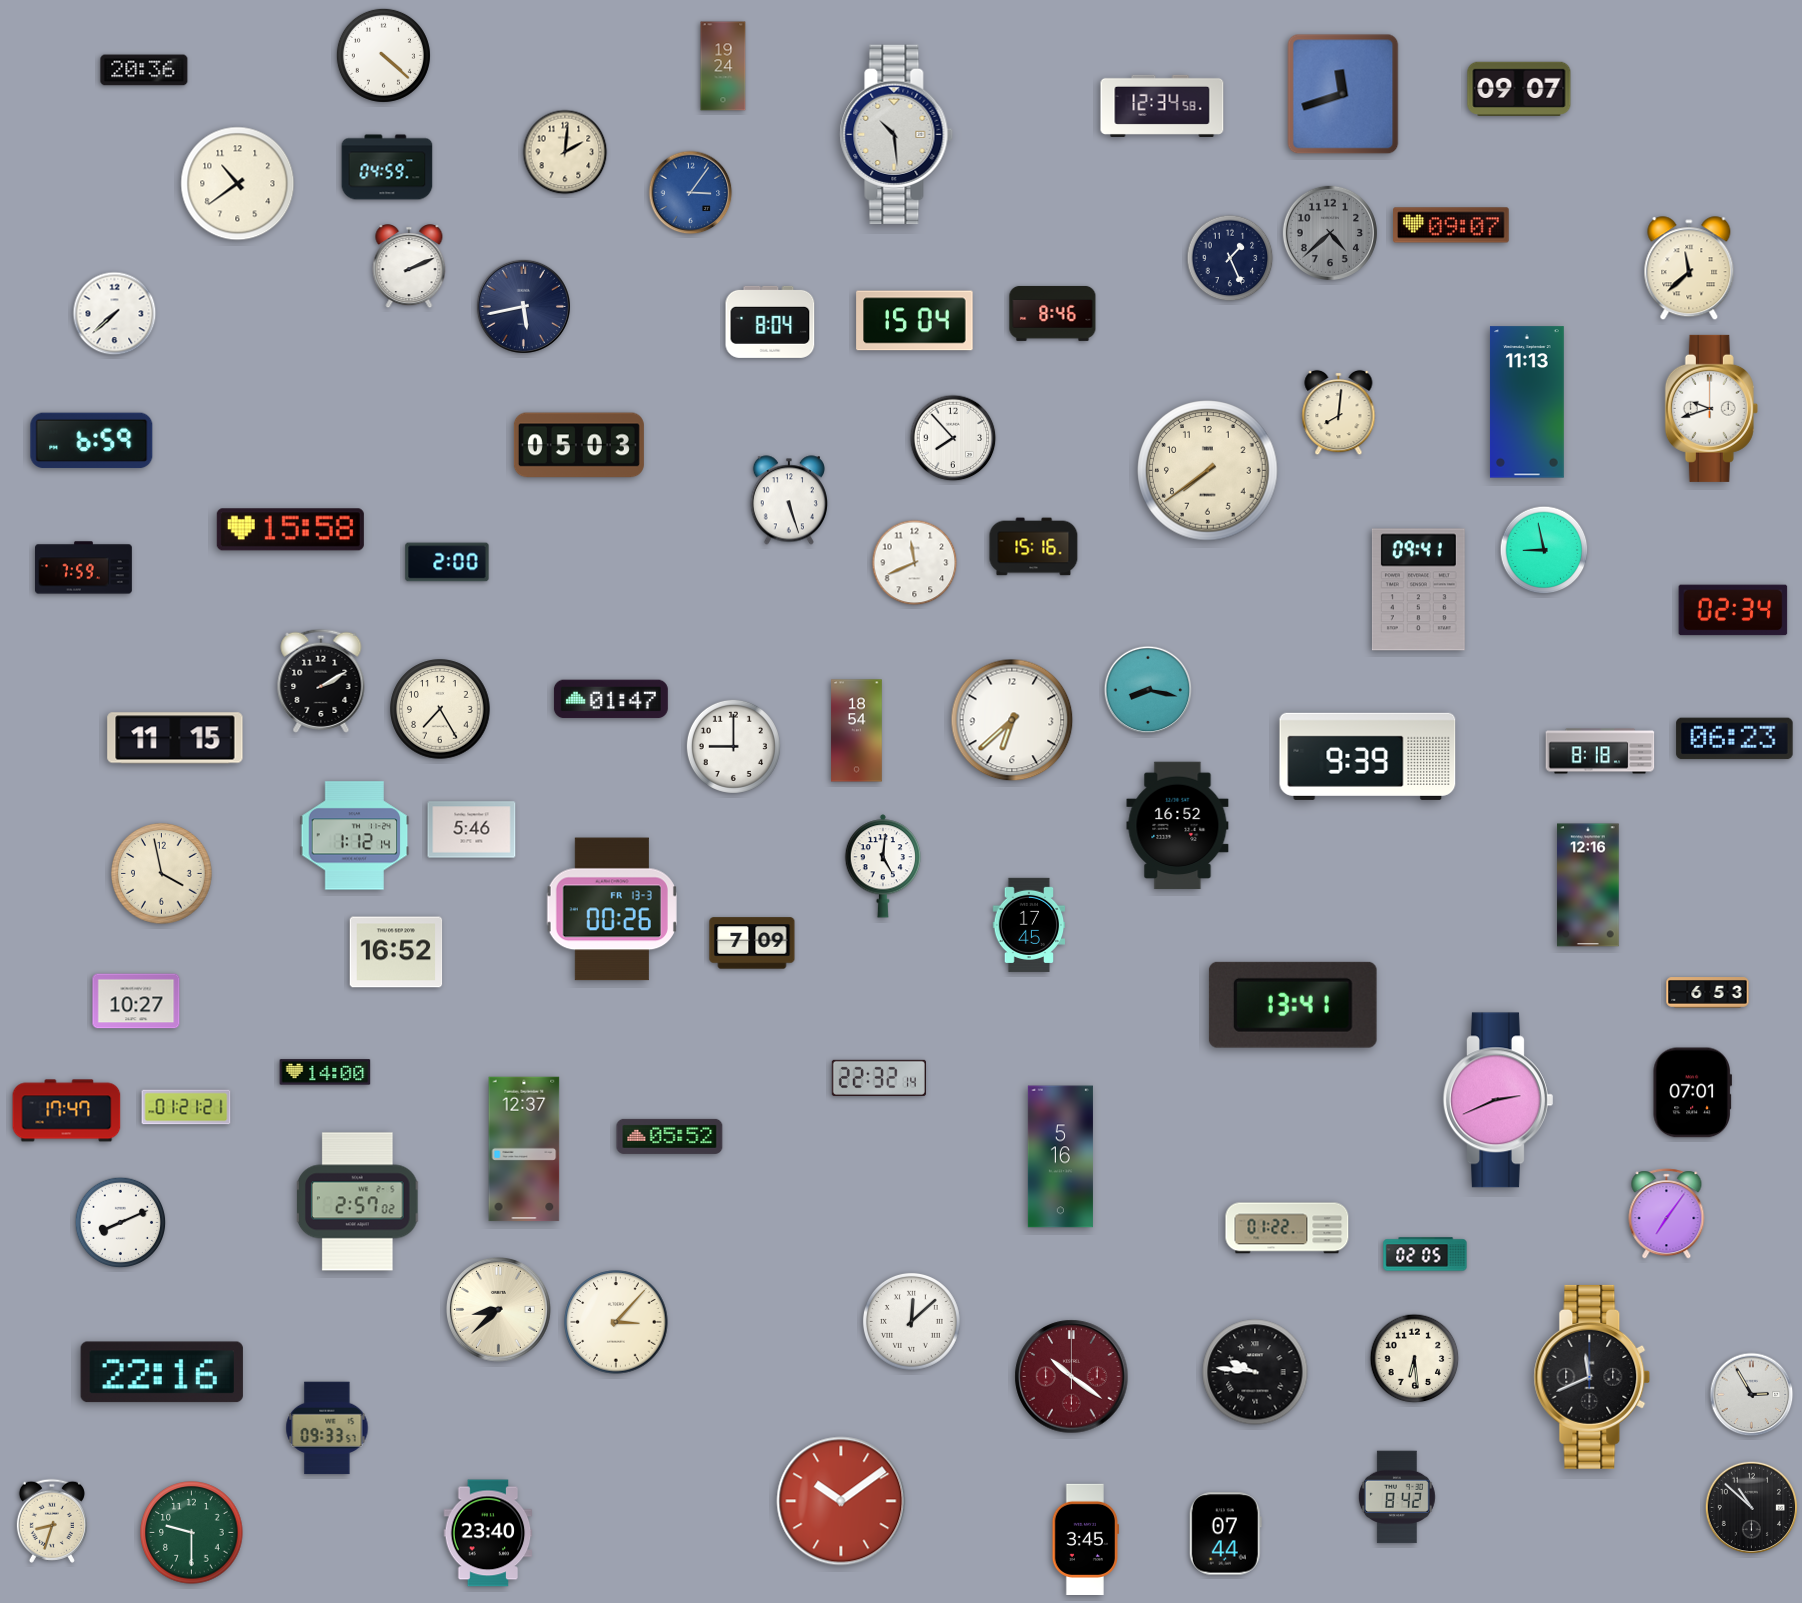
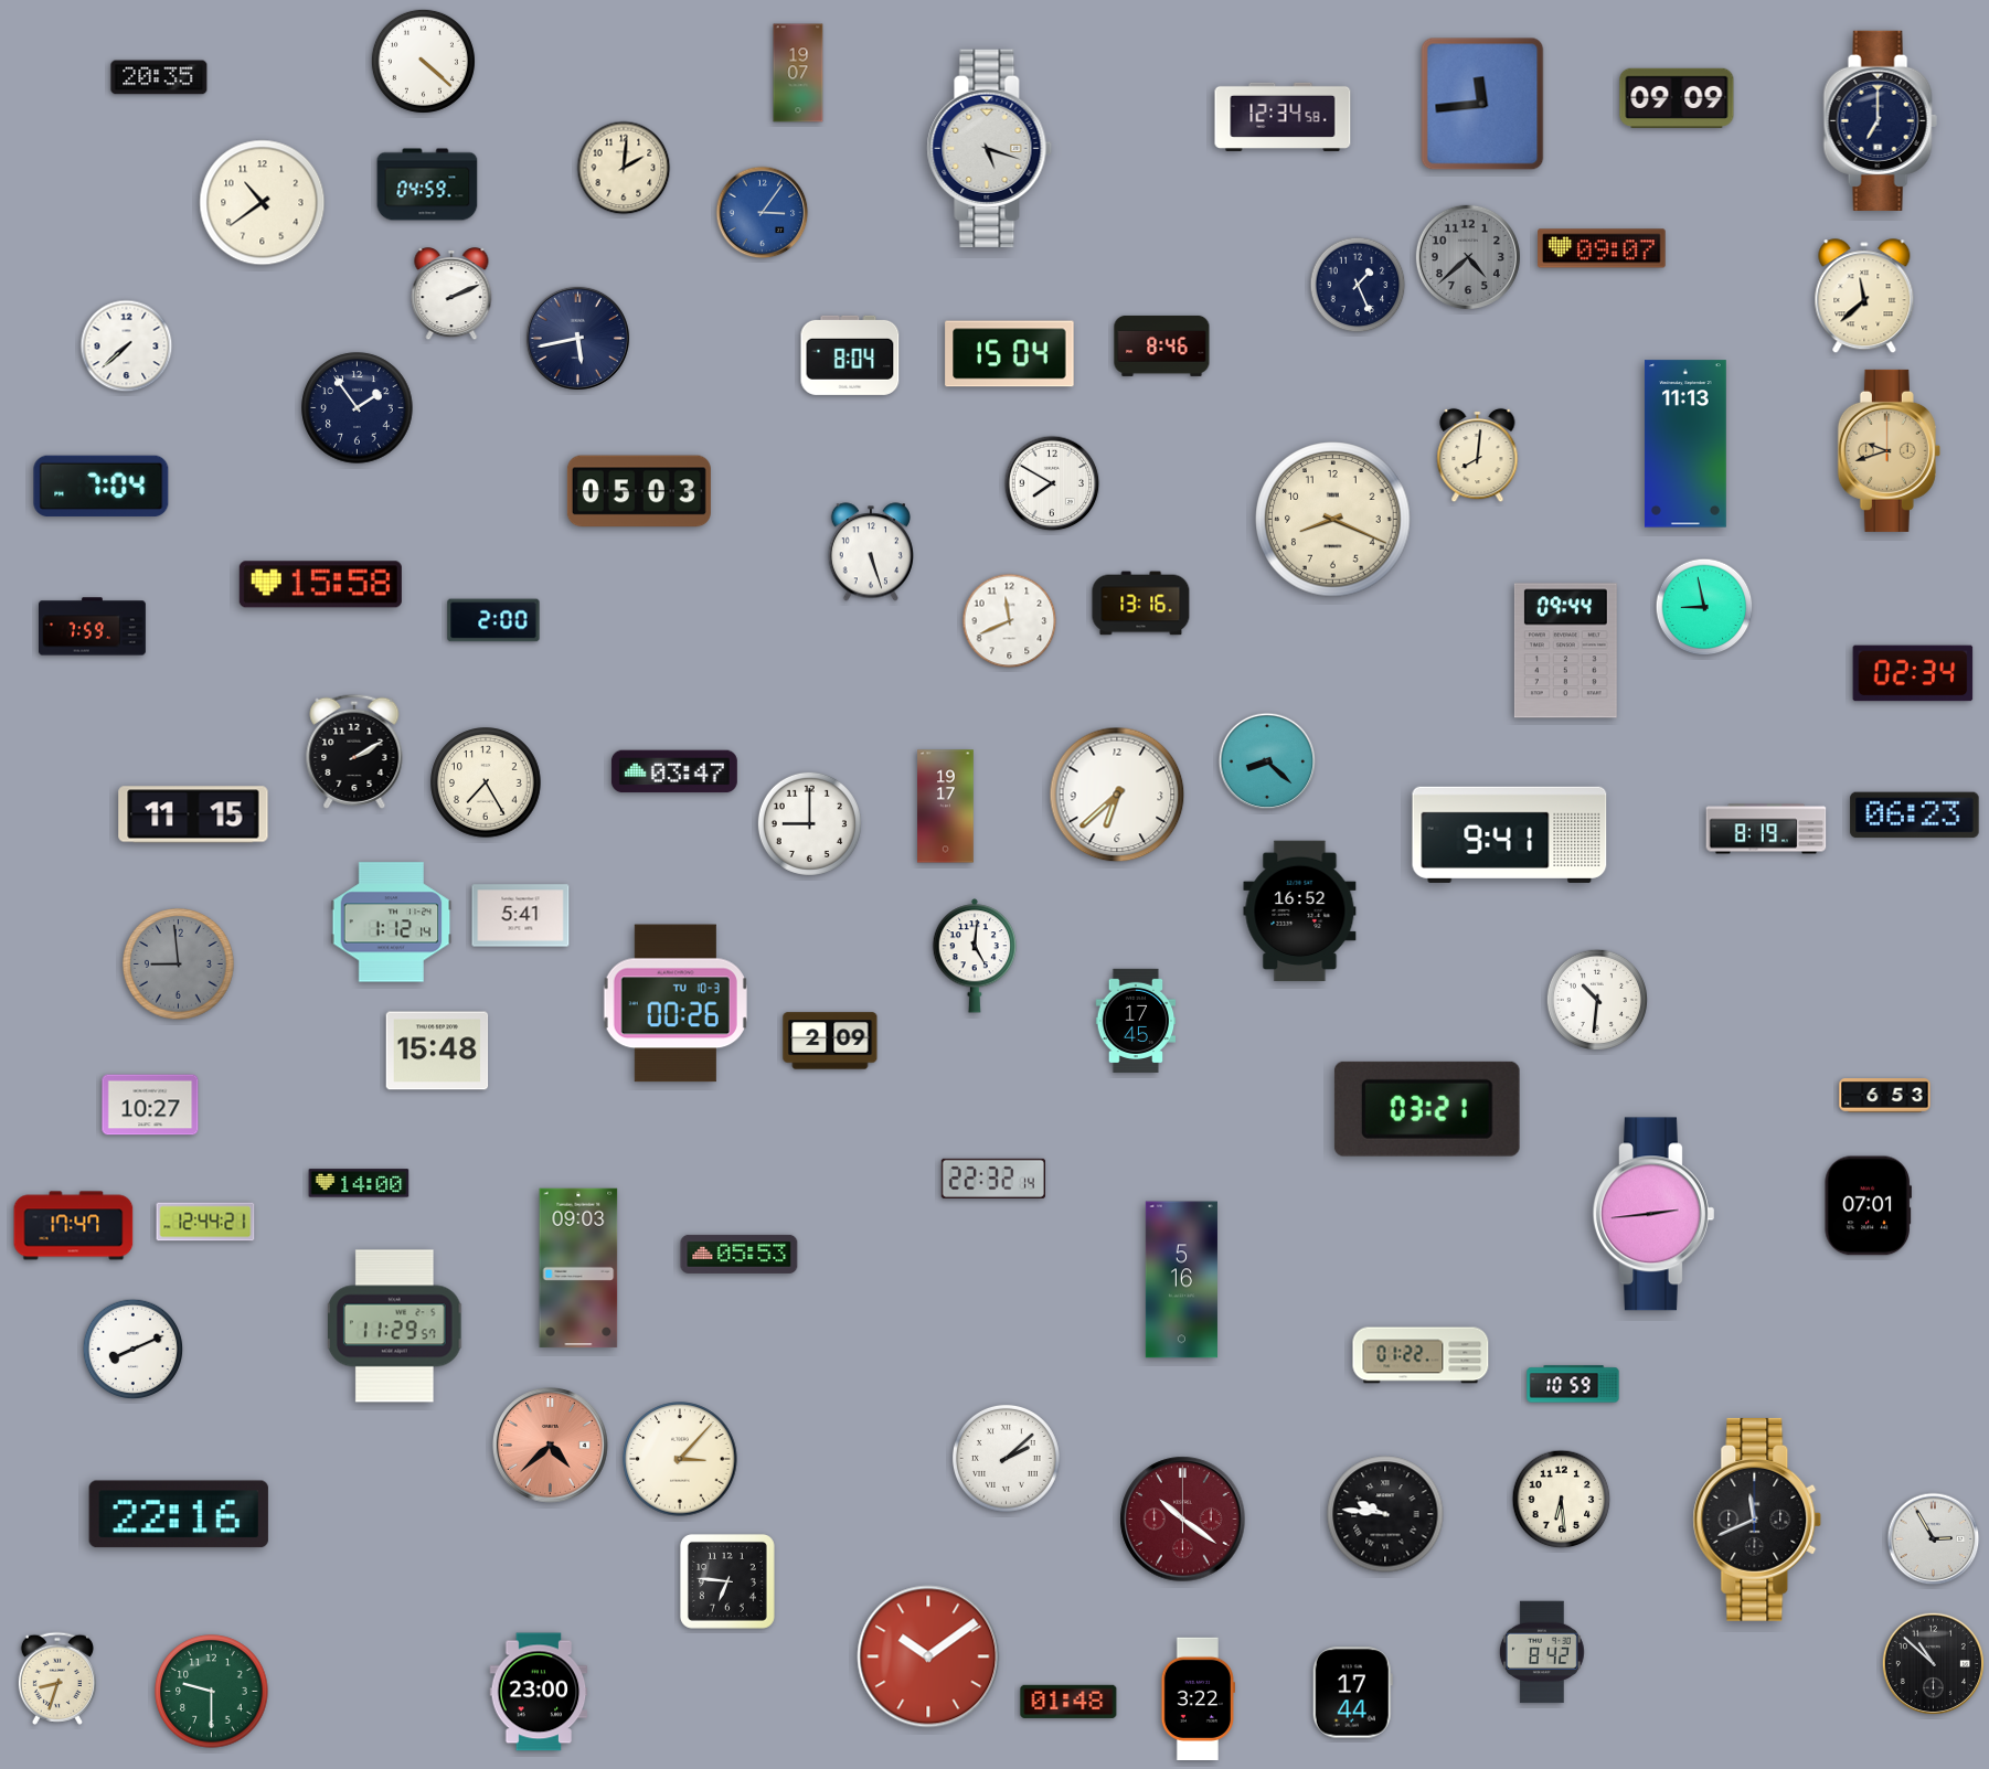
clock at (723, 66): 19:24 -> 19:07
clock at (144, 70): 20:36 -> 20:35
clock at (1519, 89): 09:07 -> 09:09
clock at (1343, 94): 11:42 -> 11:44
clock at (1880, 120): none -> 7:00
clock at (897, 134): 10:29 -> 5:18
clock at (358, 408): none -> 1:54
clock at (1711, 408) dial: white -> champagne
clock at (953, 438): 7:53 -> 7:50
clock at (92, 441): 6:59 -> 7:04
clock at (1208, 471): 7:39 -> 8:19
clock at (1034, 547): 15:16 -> 13:16
clock at (1418, 590): 09:41 -> 09:44
clock at (1148, 690): 8:17 -> 8:22
clock at (611, 699): 01:47 -> 03:47
clock at (857, 731): 18:54 -> 19:17
clock at (1600, 751): 8:18 -> 8:19
clock at (1368, 756): 9:39 -> 9:41
clock at (472, 830): 5:46 -> 5:41
clock at (162, 874): 3:58 -> 8:59
clock at (162, 874) dial: cream -> grey
clock at (1588, 885): 12:16 -> none
clock at (1596, 999): none -> 10:31
clock at (612, 909) date: FR 13-3 -> TU 10-3
clock at (752, 943): 7:09 -> 2:09
clock at (396, 952): 16:52 -> 15:48
clock at (1293, 1005): 13:41 -> 03:21
clock at (879, 1078) position: (879, 1078) -> (993, 1179)
clock at (1498, 1100): 2:41 -> 2:44
clock at (186, 1107): 01:21 -> 12:44
clock at (670, 1136): 05:52 -> 05:53
clock at (524, 1149): 12:37 -> 09:03
clock at (1060, 1157) position: (1060, 1157) -> (1181, 1280)
clock at (359, 1202): 2:57 -> 11:29
clock at (1667, 1214): 7:06 -> none
clock at (1425, 1254): 02:05 -> 10:59
clock at (498, 1309): 8:38 -> 4:38
clock at (498, 1309) dial: cream -> salmon
clock at (911, 1321): 12:08 -> 2:08
clock at (327, 1428): 09:33 -> none
clock at (727, 1581): none -> 6:46
clock at (488, 1533): 23:40 -> 23:00
clock at (1225, 1534): 07:44 -> 17:44
clock at (1085, 1539): 3:45 -> 3:22
clock at (1068, 1702): none -> 01:48
